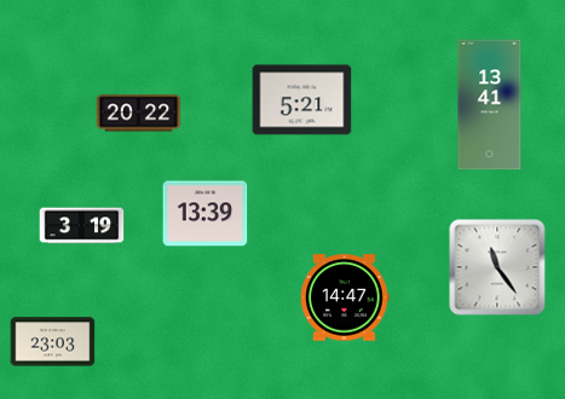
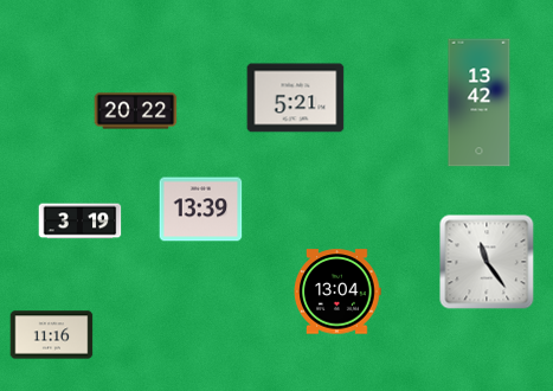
clock at (490, 105): 13:41 -> 13:42
clock at (345, 297): 14:47 -> 13:04
clock at (53, 342): 23:03 -> 11:16
